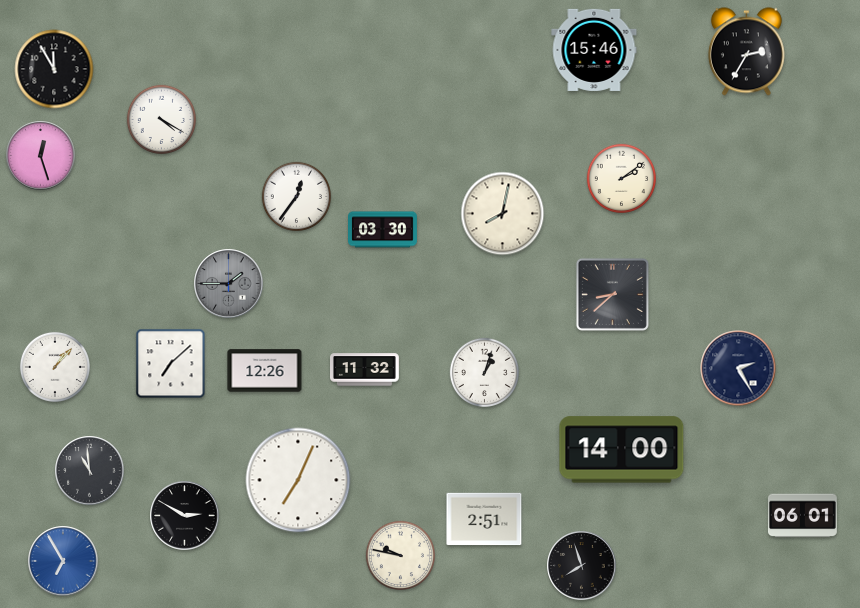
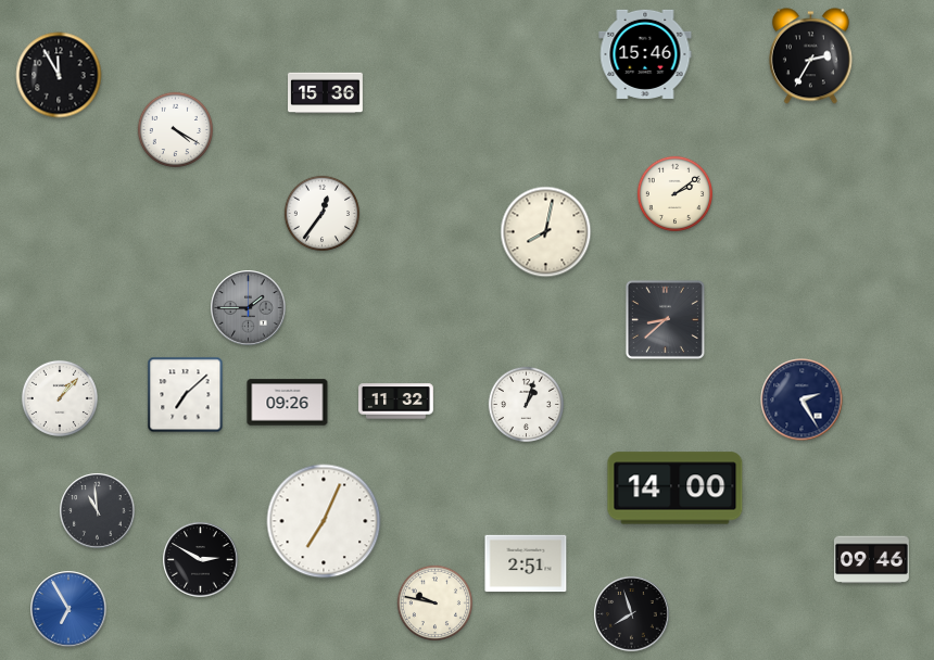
clock at (326, 93): none -> 15:36
clock at (41, 156): 12:27 -> none
clock at (383, 230): 03:30 -> none
clock at (265, 371): 12:26 -> 09:26
clock at (802, 516): 06:01 -> 09:46
